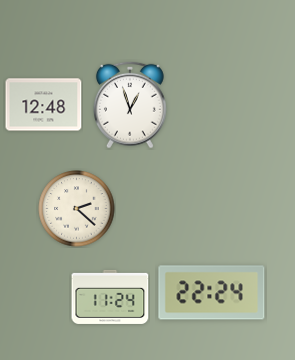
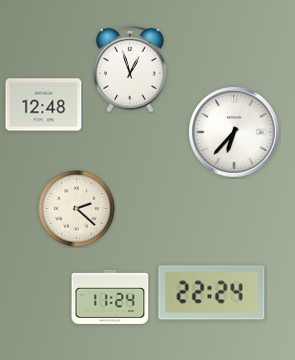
clock at (130, 105) position: (130, 105) -> (130, 69)
clock at (234, 132): none -> 6:37
